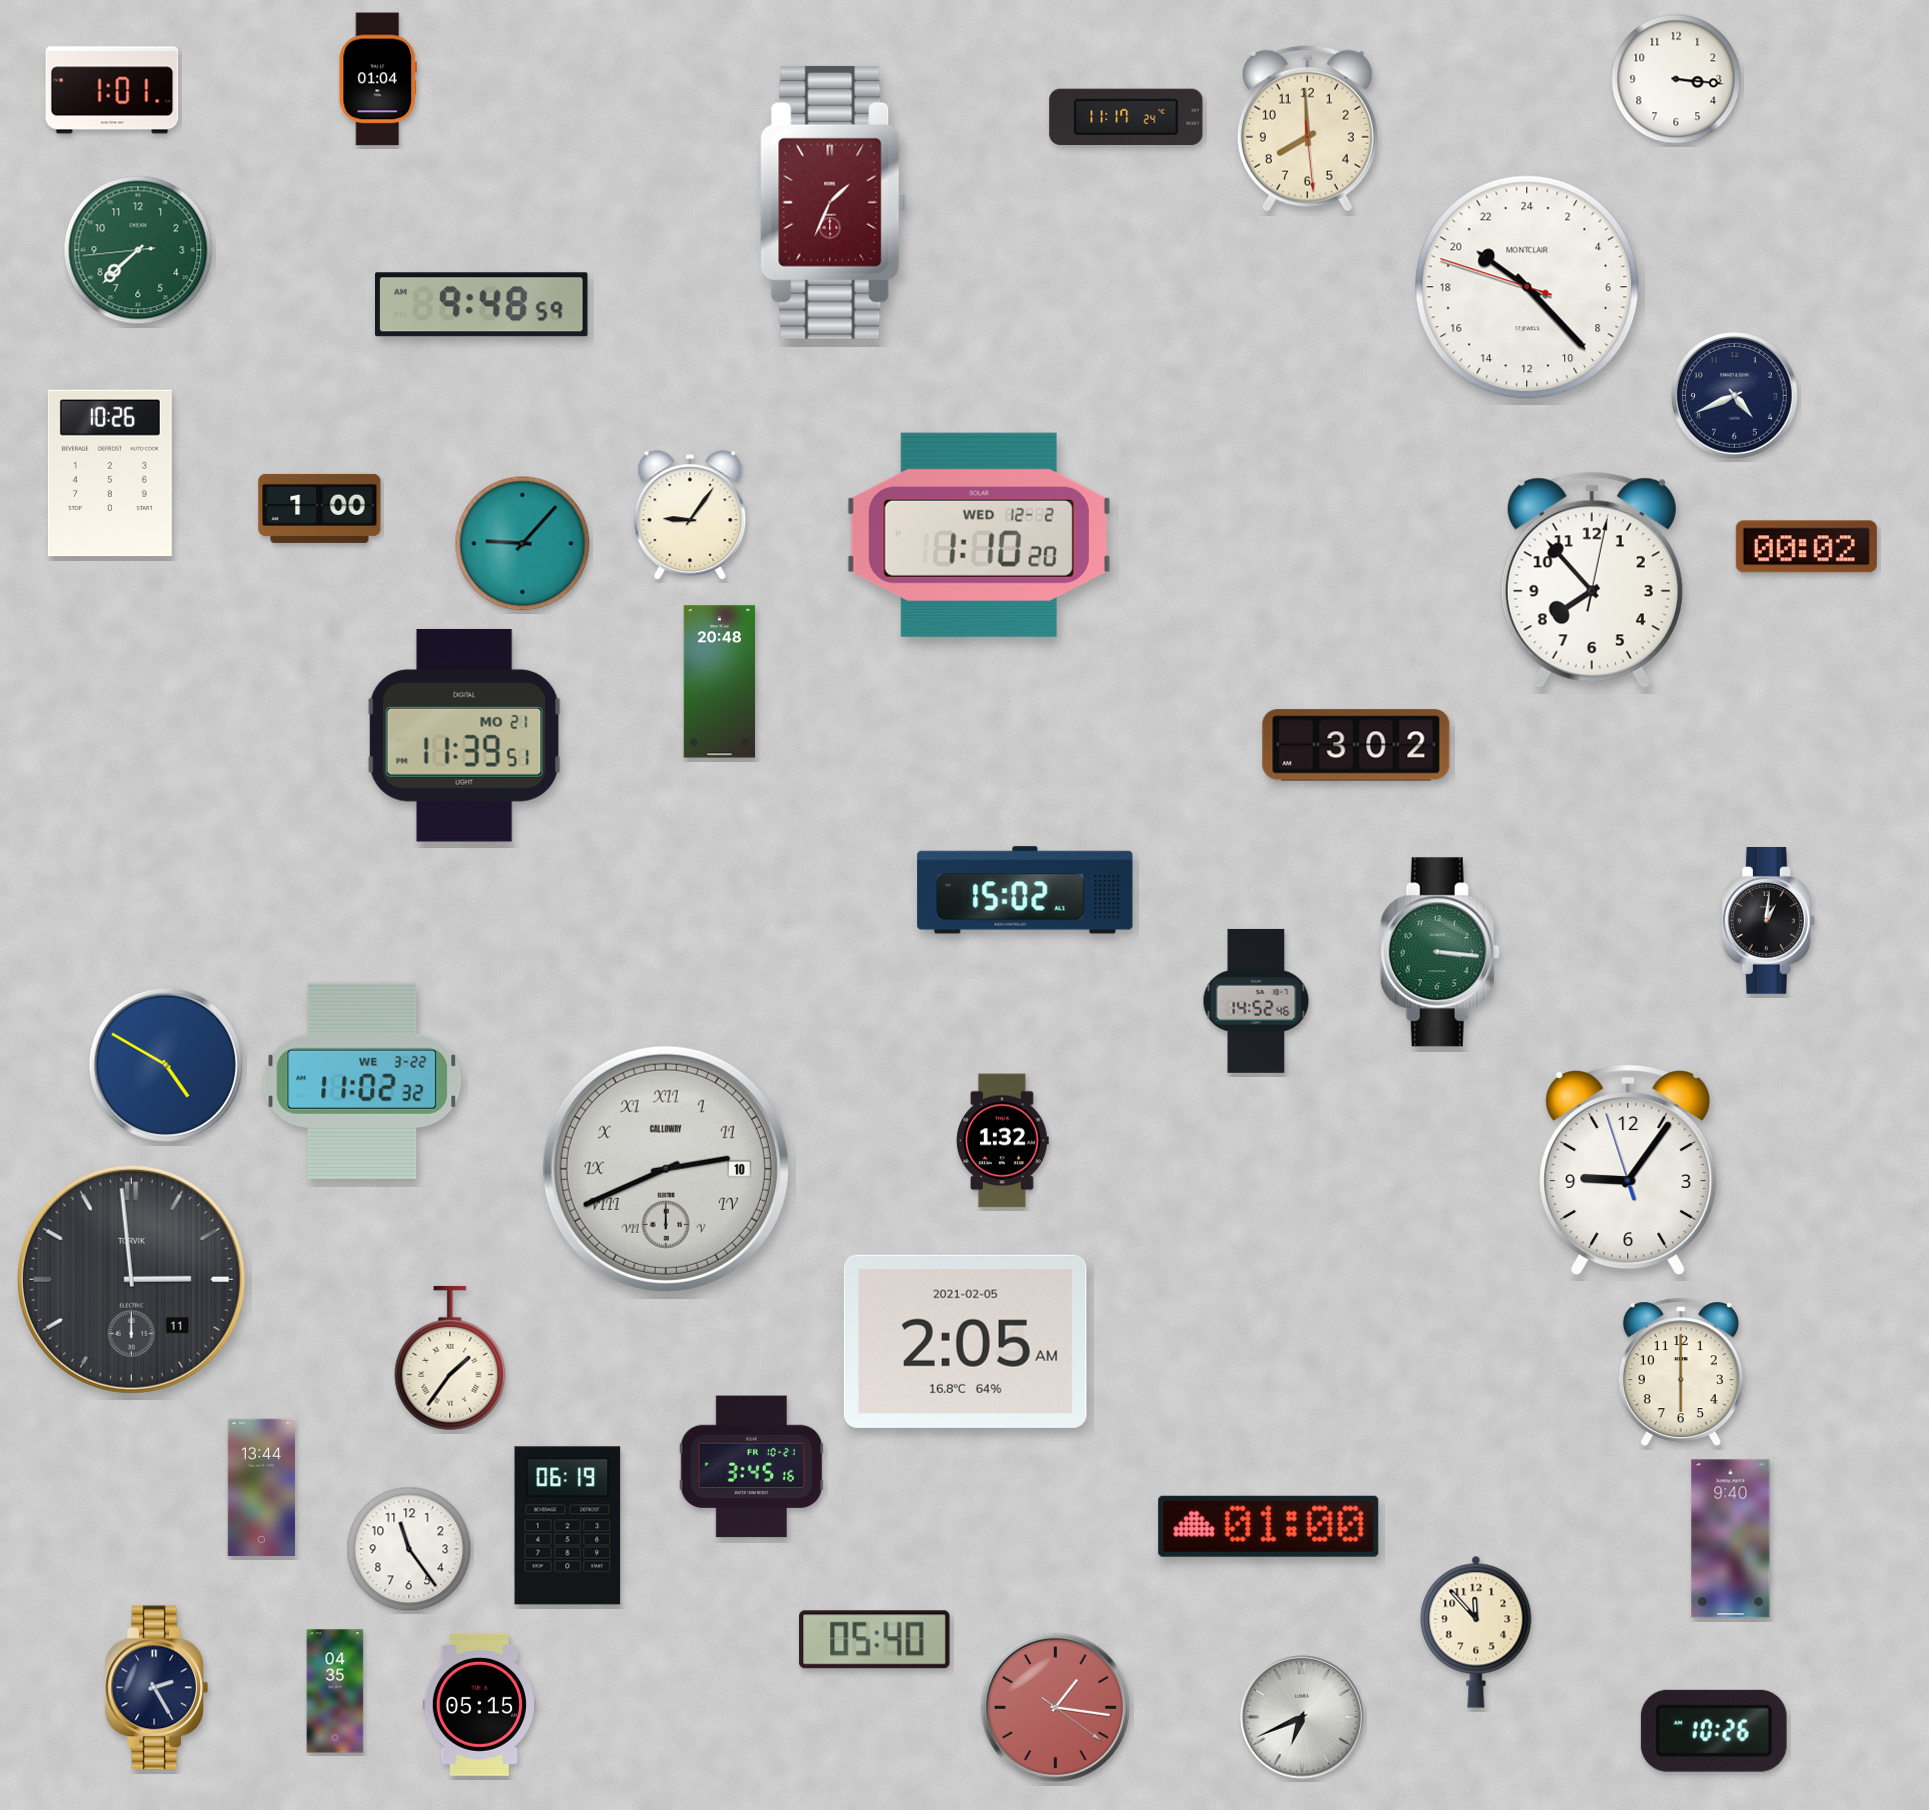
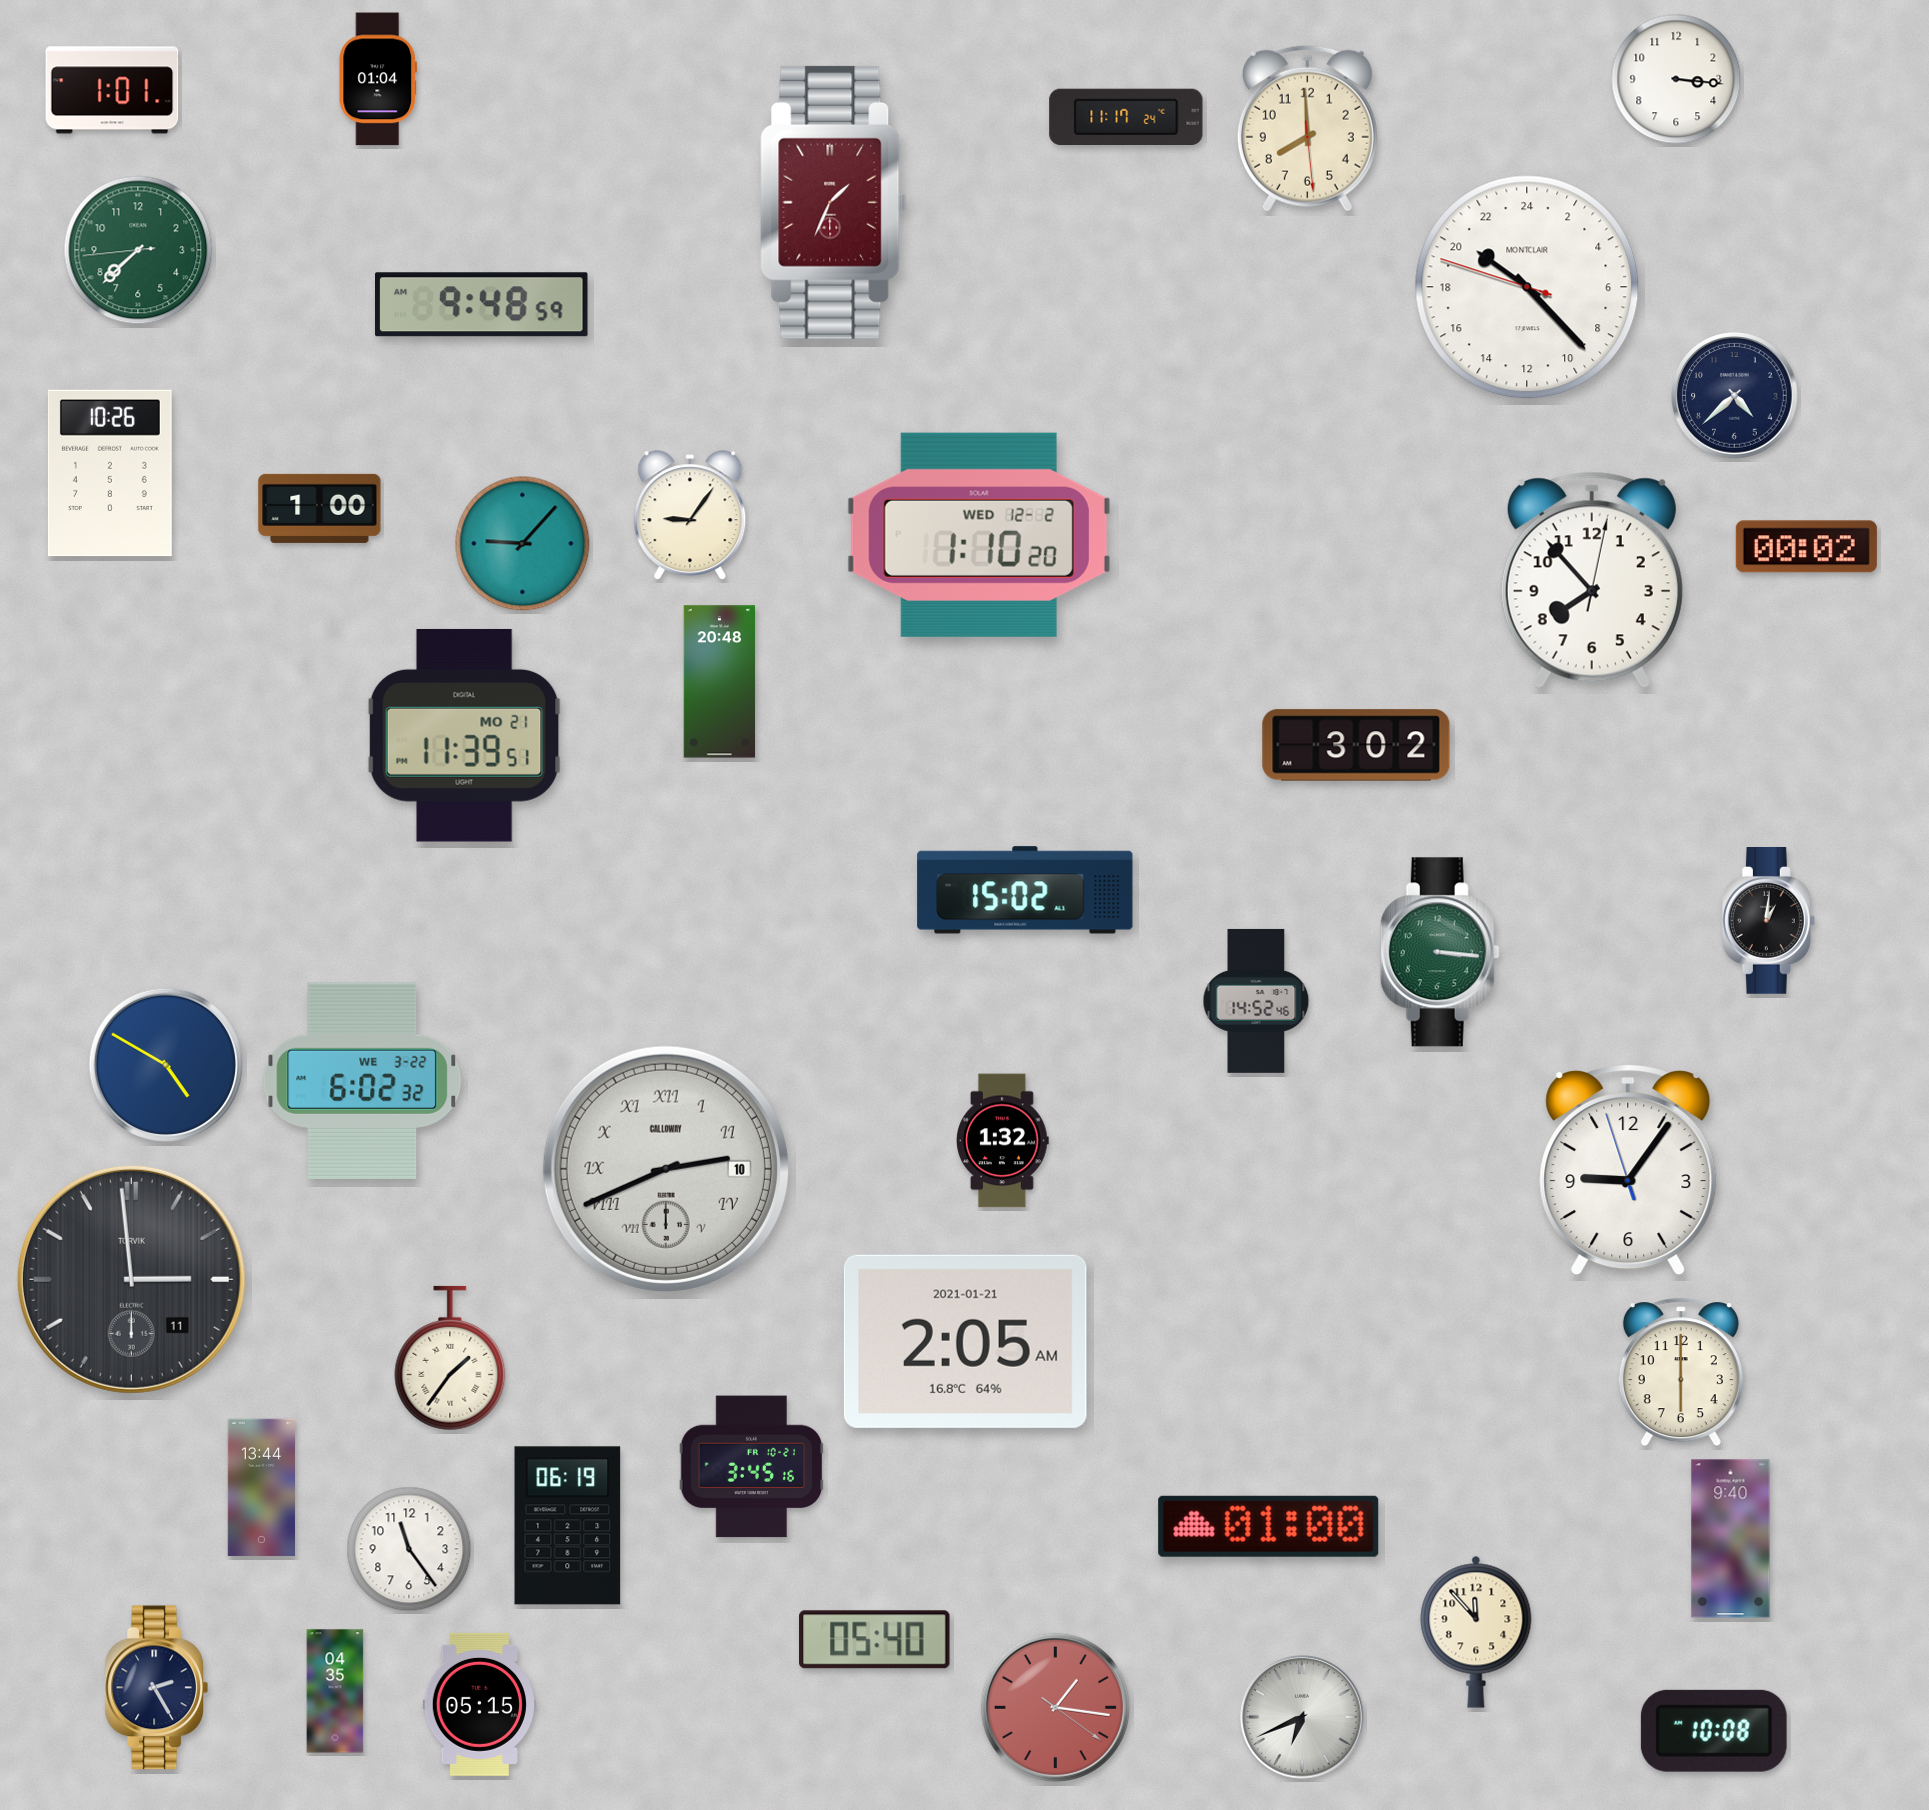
clock at (1735, 396): 4:41 -> 4:38
clock at (362, 1081): 11:02 -> 6:02
clock at (965, 1341) date: 2021-02-05 -> 2021-01-21
clock at (1714, 1731): 10:26 -> 10:08
